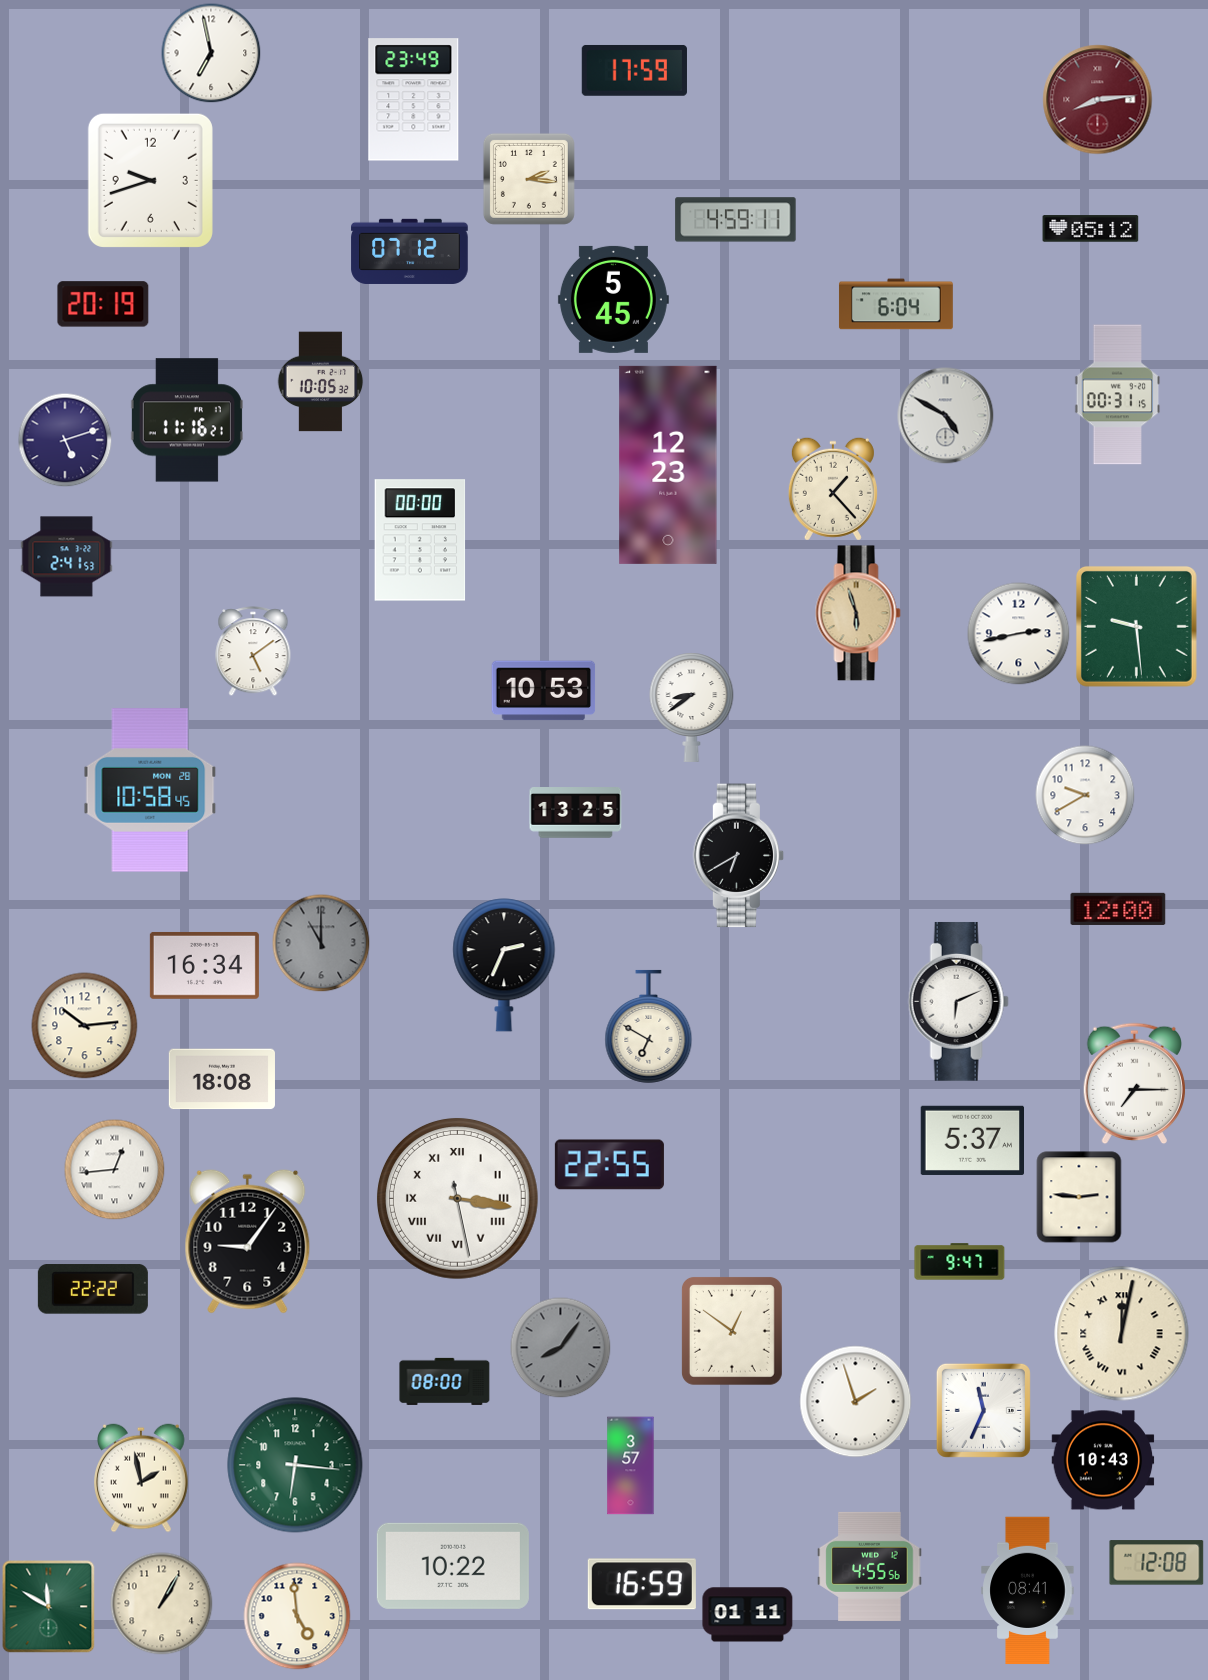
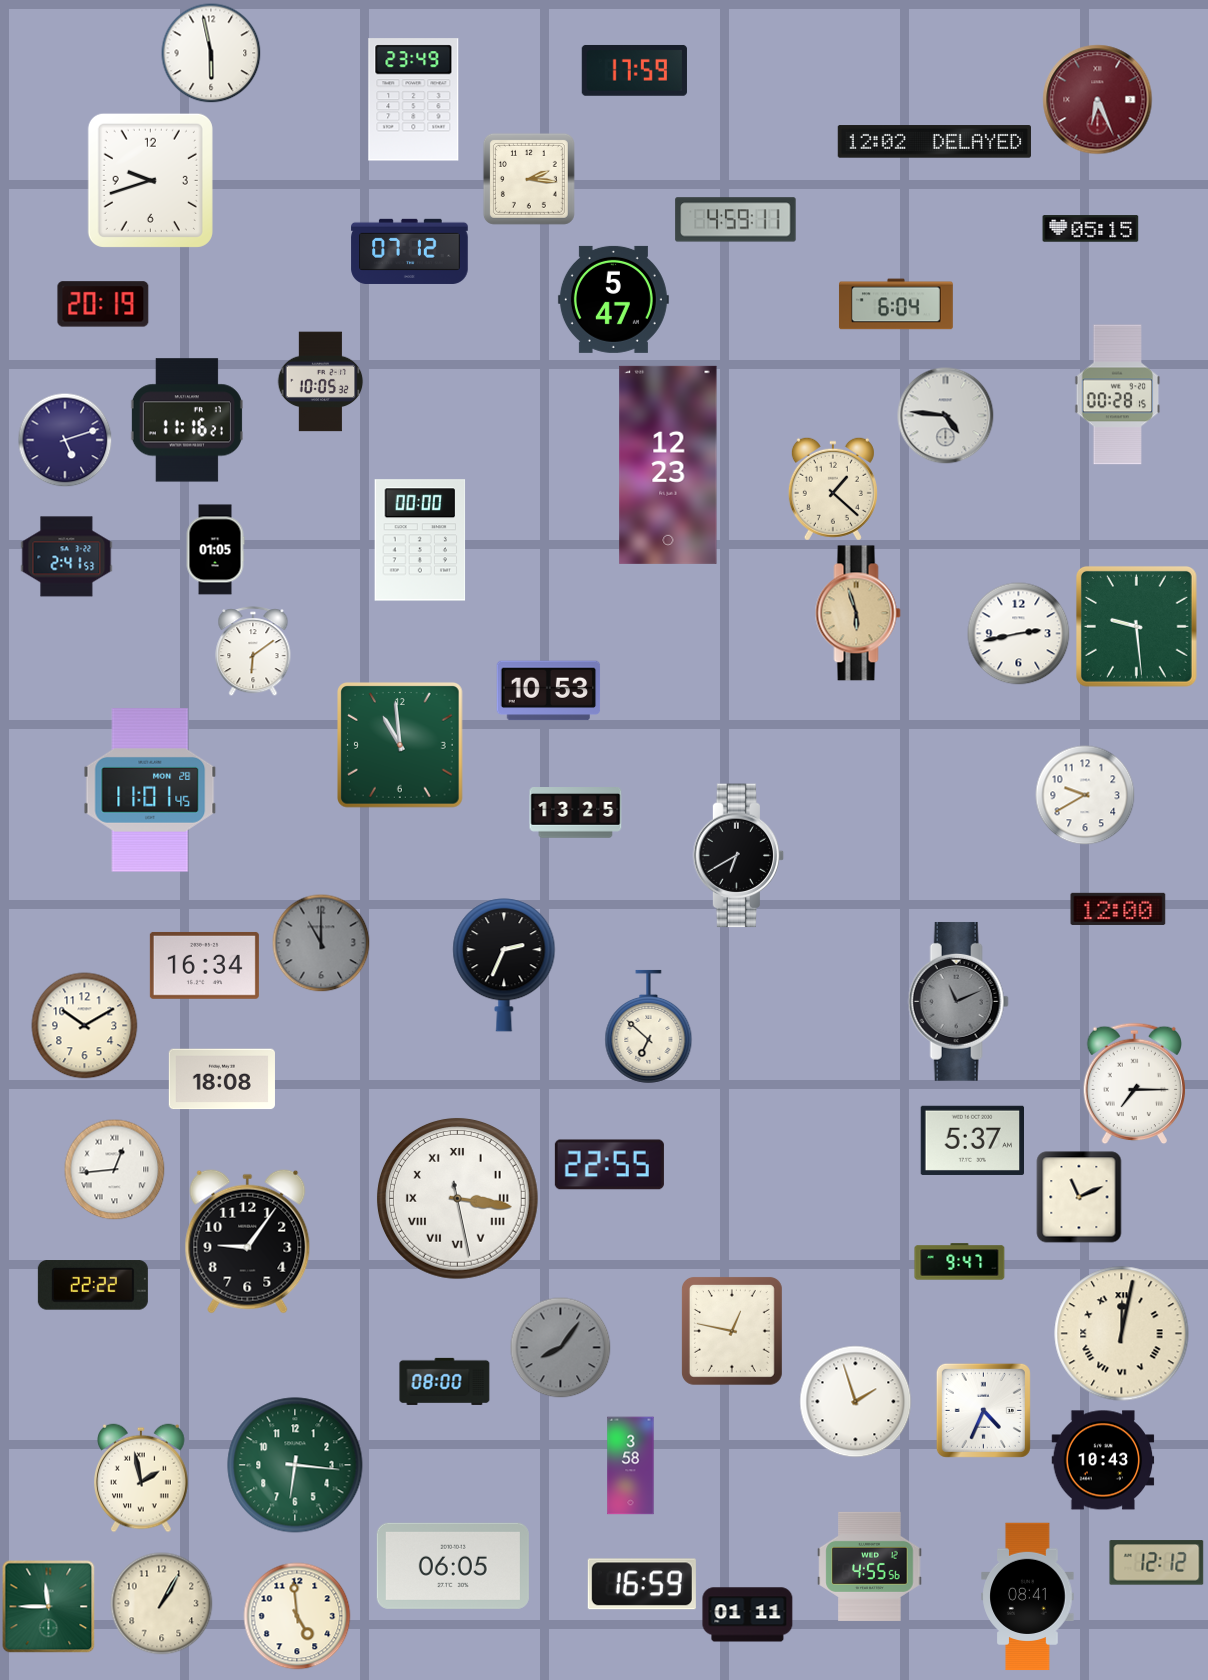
clock at (211, 53): 6:58 -> 5:58
clock at (1098, 100): 8:14 -> 6:26
clock at (934, 142): none -> 12:02
clock at (1091, 229): 05:12 -> 05:15
clock at (613, 299): 5:45 -> 5:47
clock at (1118, 395): 00:31 -> 00:28
clock at (946, 416): 4:50 -> 4:46
clock at (833, 489): 1:23 -> 1:22
clock at (215, 550): none -> 01:05
clock at (253, 651): 5:09 -> 6:09
clock at (544, 691) position: (544, 691) -> (549, 691)
clock at (692, 707): 8:39 -> none
clock at (401, 746): none -> 10:59
clock at (150, 790): 10:58 -> 11:01
clock at (958, 1001): 6:11 -> 11:11
clock at (958, 1001) dial: white -> grey
clock at (85, 1026): 10:14 -> 10:10
clock at (649, 1026): 6:50 -> 6:52
clock at (1079, 1197): 2:46 -> 11:11
clock at (93, 1289) position: (93, 1289) -> (93, 1285)
clock at (732, 1331): 12:51 -> 12:47
clock at (983, 1410): 11:34 -> 4:34
clock at (631, 1466): 3:57 -> 3:58
clock at (1157, 1563): 12:08 -> 12:12
clock at (453, 1566): 10:22 -> 06:05
clock at (1028, 1591) position: (1028, 1591) -> (1028, 1597)
clock at (48, 1606): 11:50 -> 11:45
